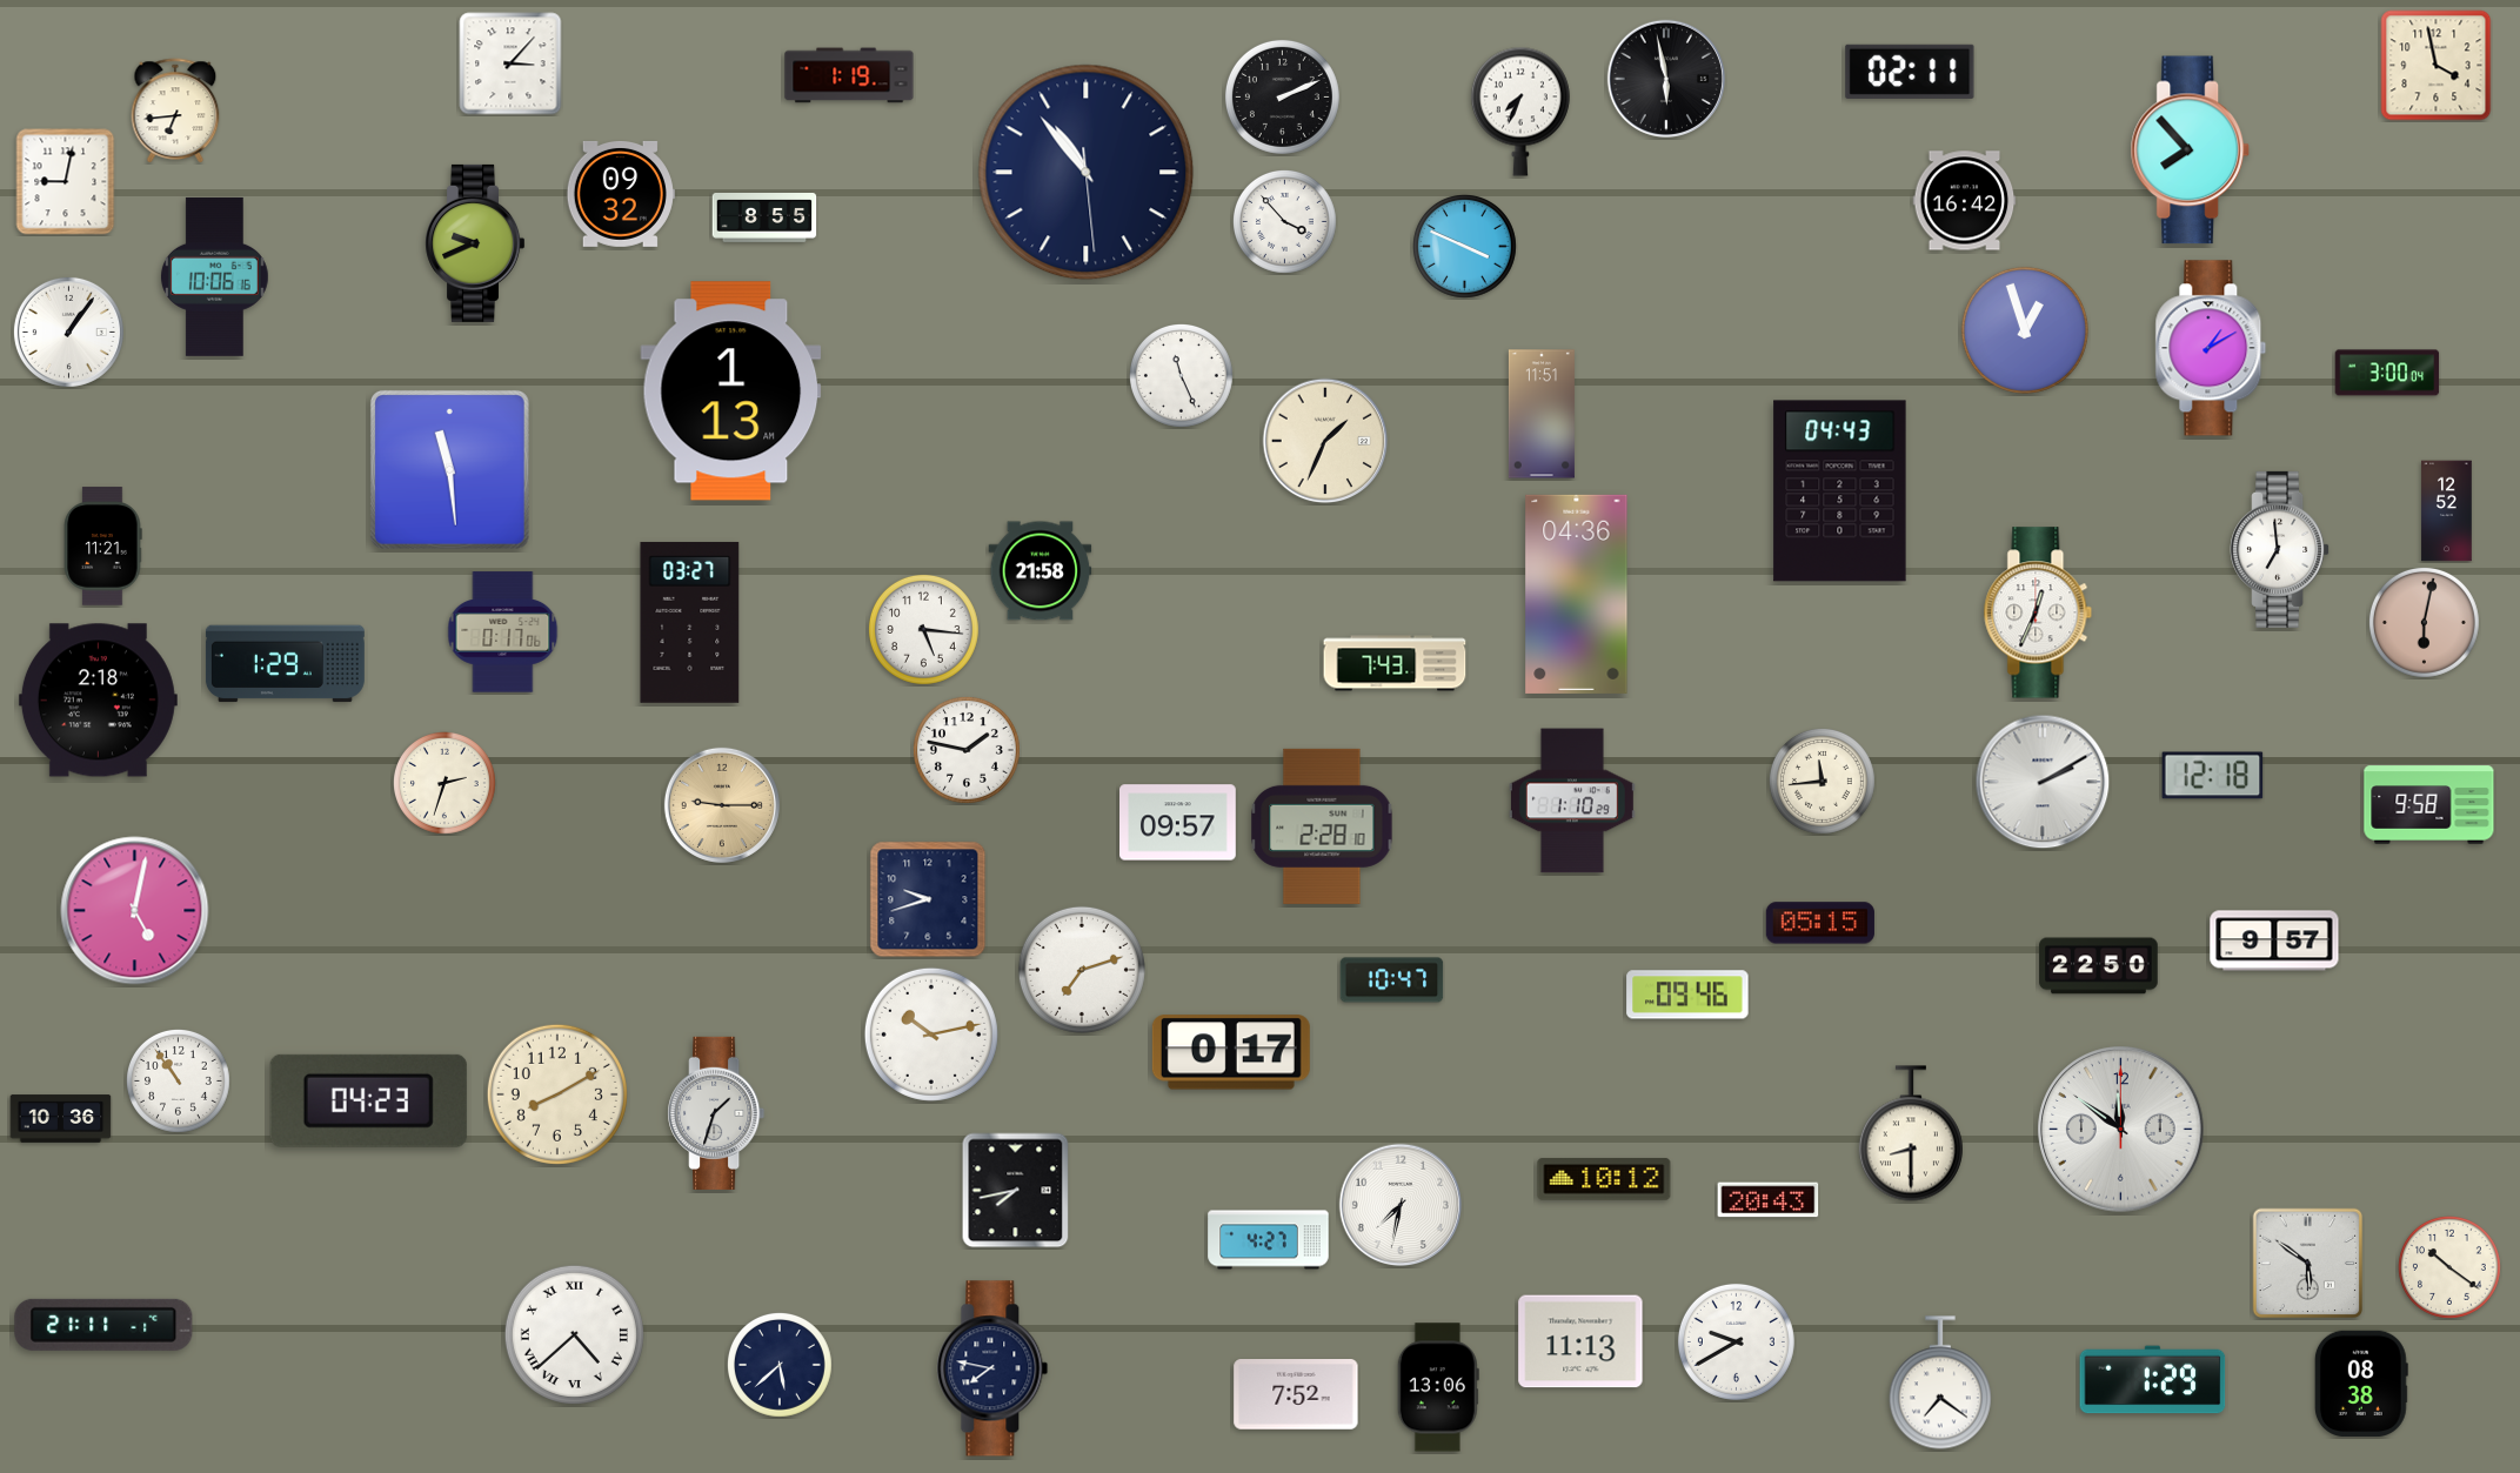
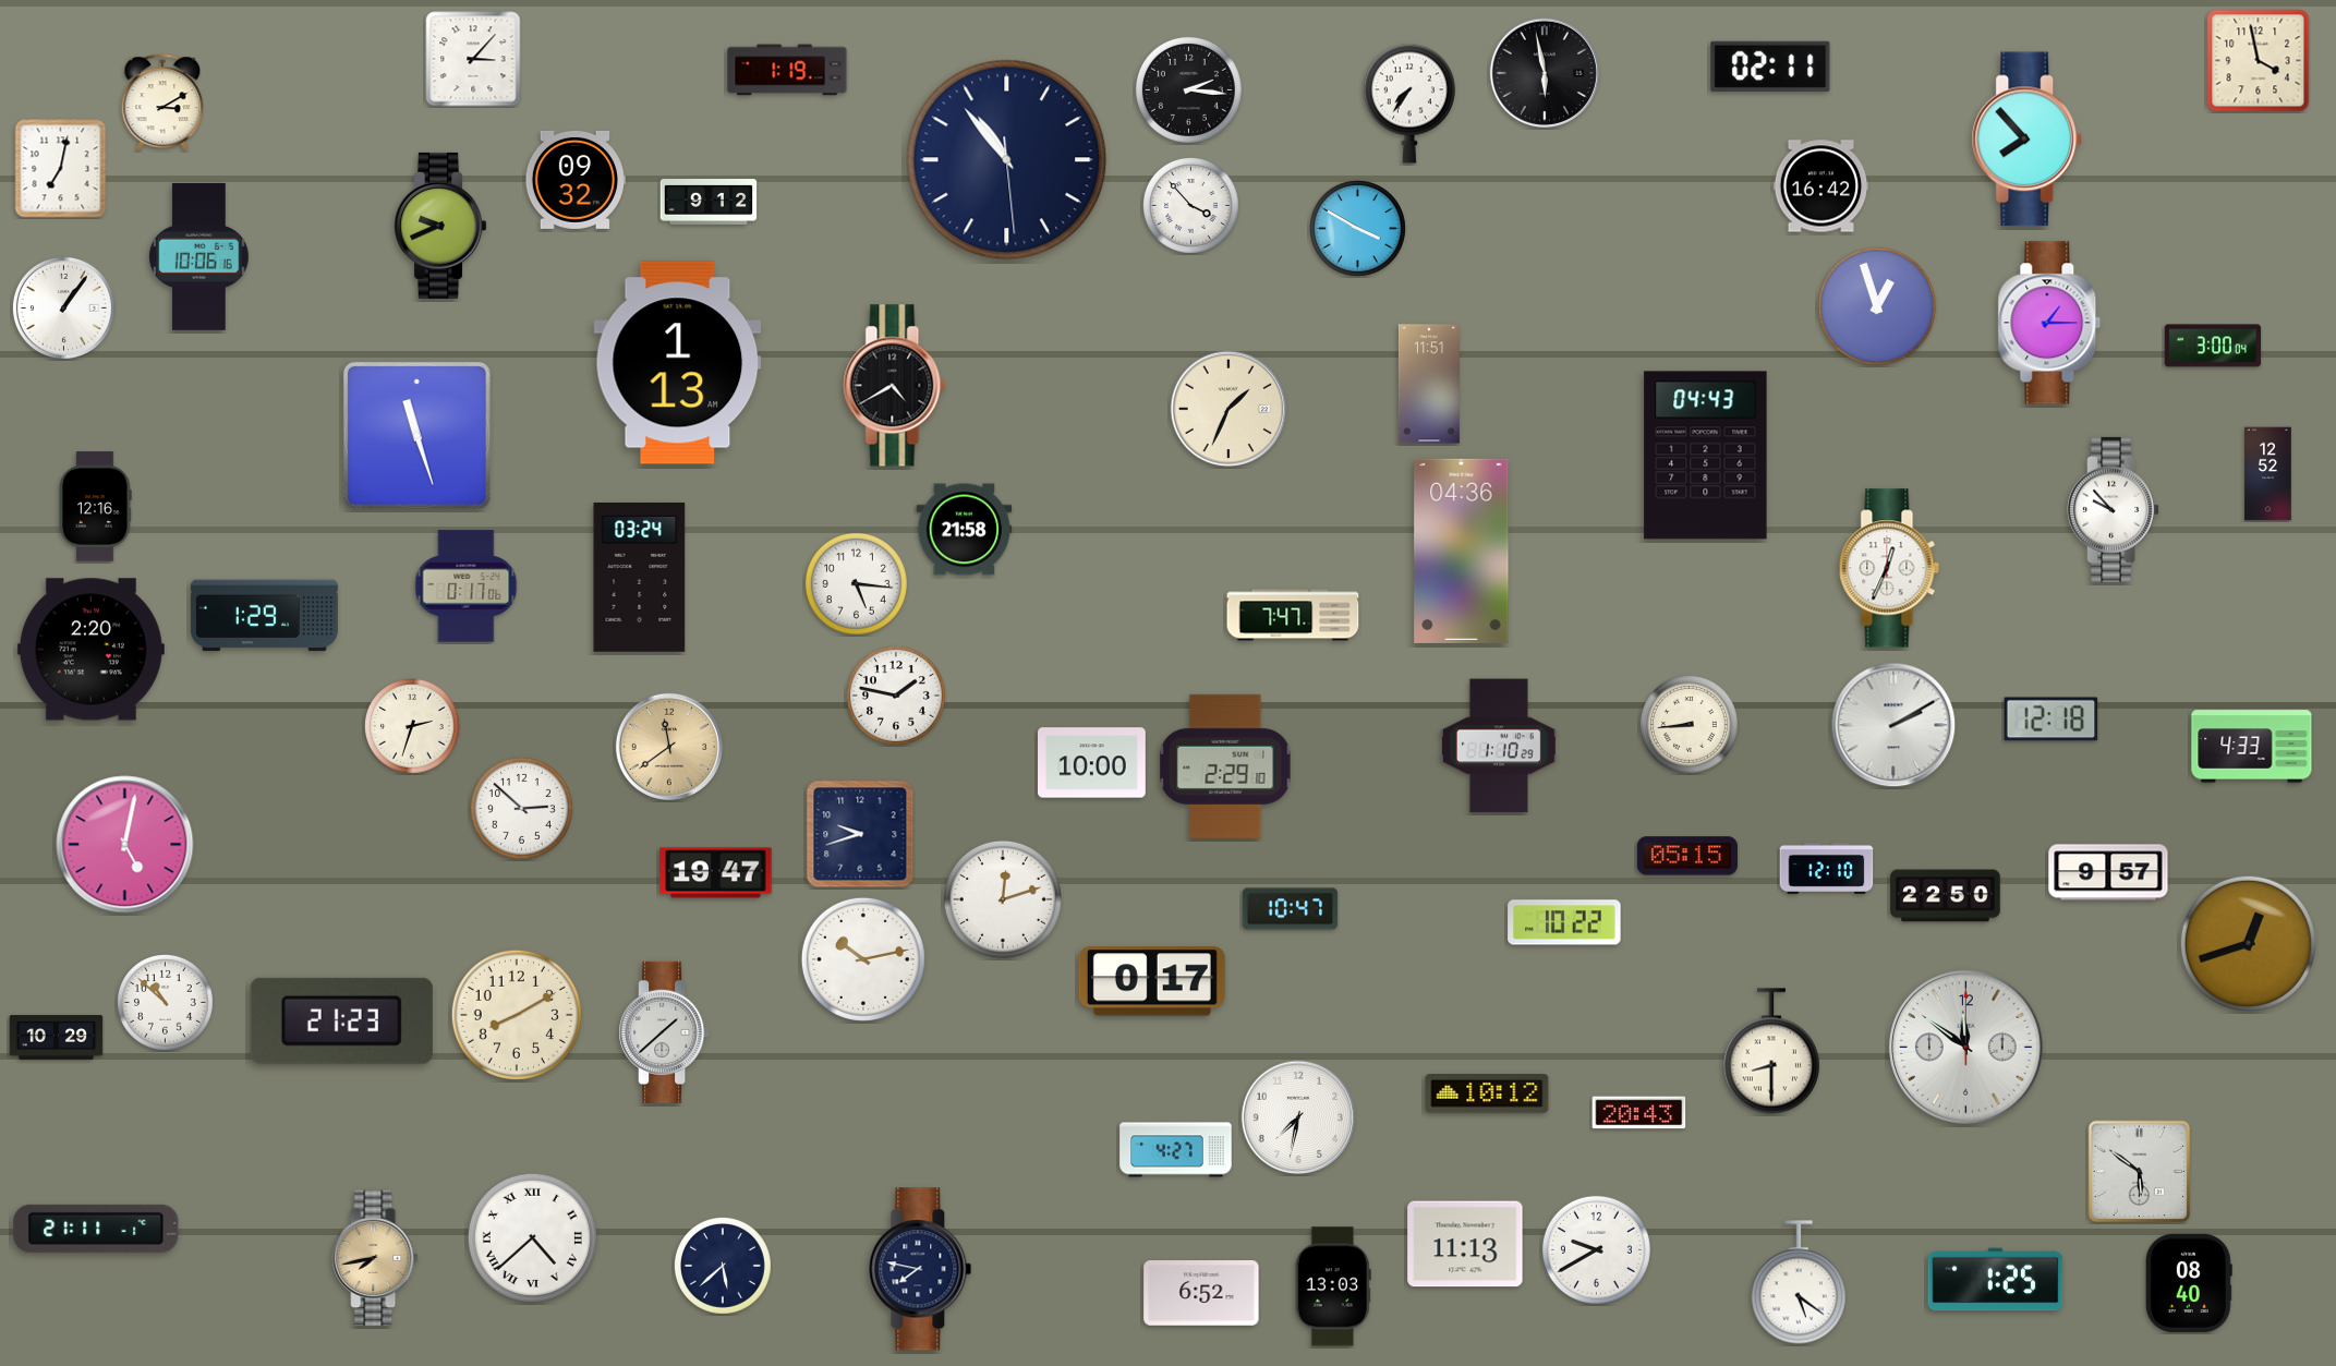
clock at (1282, 96): 2:11 -> 2:16
clock at (175, 111): 6:44 -> 3:10
clock at (1520, 112): 7:34 -> 7:36
clock at (2191, 150) position: (2191, 150) -> (2028, 140)
clock at (66, 182): 9:02 -> 7:02
clock at (764, 219): 8:55 -> 9:12
clock at (1465, 247): 3:49 -> 3:50
clock at (2211, 348): 1:10 -> 1:15
clock at (1182, 376): 11:26 -> none
clock at (895, 386): none -> 4:40
clock at (449, 469): 11:29 -> 11:27
clock at (102, 547): 11:21 -> 12:16
clock at (2280, 549): 6:59 -> 9:53
clock at (690, 622): 03:27 -> 03:24
clock at (2424, 622): 6:02 -> none
clock at (1395, 663): 7:43 -> 7:47
clock at (98, 701): 2:18 -> 2:20
clock at (1822, 781): 11:44 -> 8:44
clock at (1572, 801) position: (1572, 801) -> (1499, 746)
clock at (722, 805): 9:15 -> 11:39
clock at (2429, 805): 9:58 -> 4:33
clock at (1178, 823): 09:57 -> 10:00
clock at (1322, 826): 2:28 -> 2:29
clock at (521, 808): none -> 2:52
clock at (1827, 869): none -> 12:10
clock at (716, 873): none -> 19:47
clock at (1082, 970): 7:12 -> 12:12
clock at (1687, 995): 09:46 -> 10:22
clock at (2248, 943): none -> 12:42
clock at (1231, 1052) position: (1231, 1052) -> (1152, 981)
clock at (179, 1082): 10:54 -> 10:52
clock at (368, 1100): 04:23 -> 21:23
clock at (716, 1113): 1:33 -> 1:38
clock at (61, 1119): 10:36 -> 10:29
clock at (1016, 1191): 7:43 -> none
clock at (2451, 1268): 10:21 -> none
clock at (1736, 1341) position: (1736, 1341) -> (1596, 1249)
clock at (375, 1258): none -> 7:43
clock at (2153, 1380): 1:29 -> 1:25
clock at (1940, 1382): 7:21 -> 5:21
clock at (2361, 1384): 08:38 -> 08:40
clock at (1438, 1387): 13:06 -> 13:03
clock at (1296, 1395): 7:52 -> 6:52
